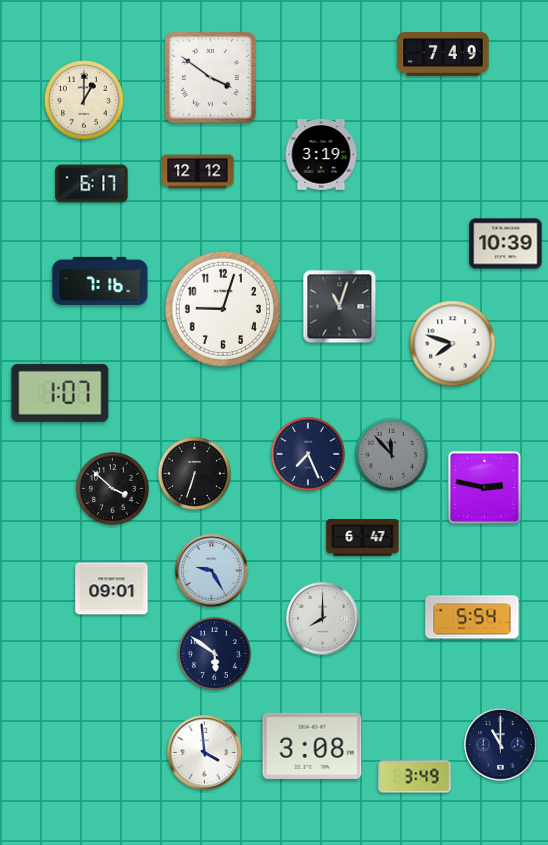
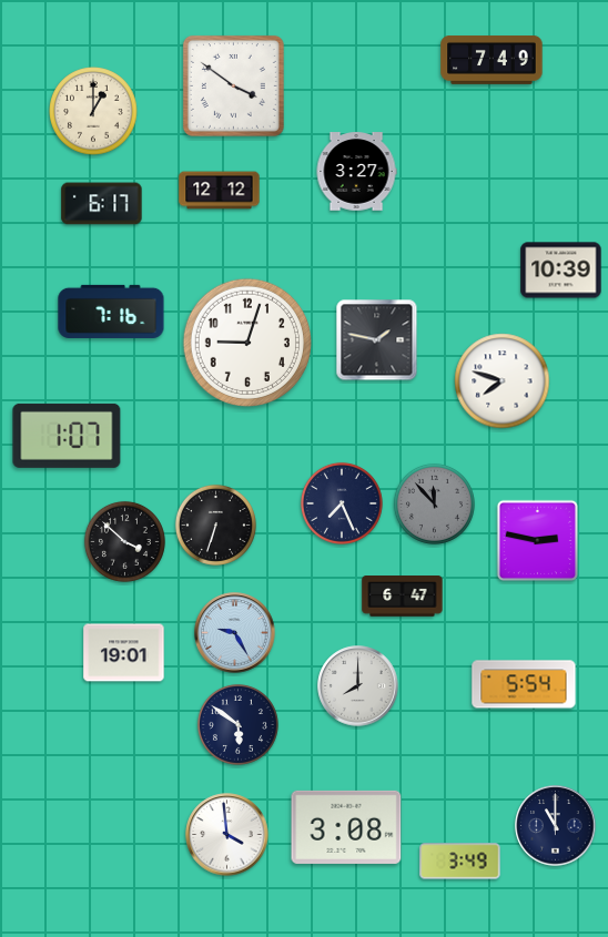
clock at (321, 155): 3:19 -> 3:27
clock at (340, 307): 11:03 -> 1:47
clock at (112, 589): 09:01 -> 19:01
